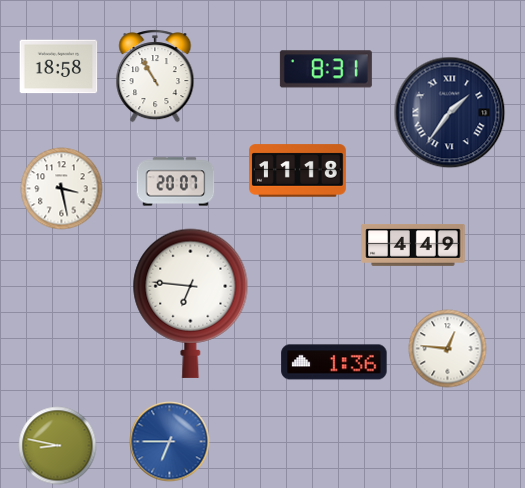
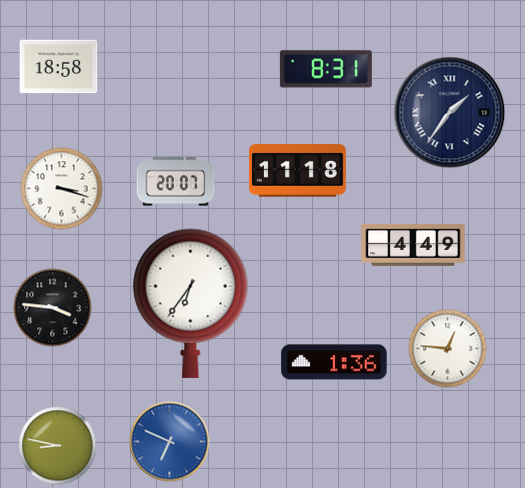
clock at (155, 76): 10:55 -> none
clock at (61, 188): 3:28 -> 3:18
clock at (191, 303): 6:46 -> 6:36
clock at (52, 307): none -> 3:46
clock at (169, 441): 6:45 -> 6:49
